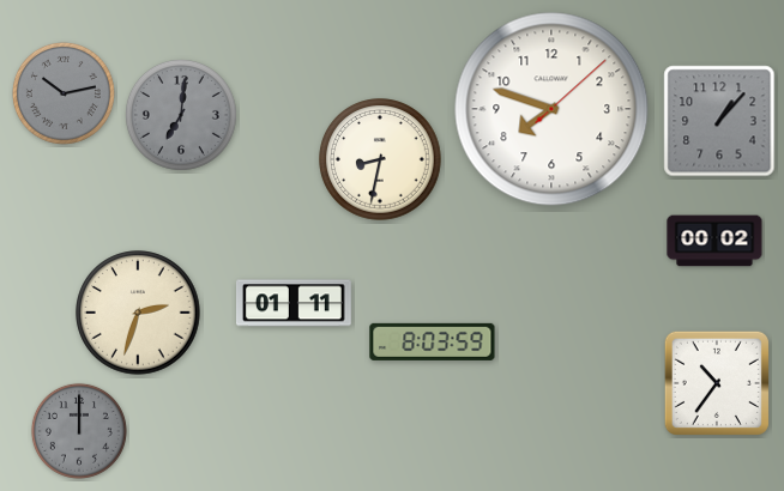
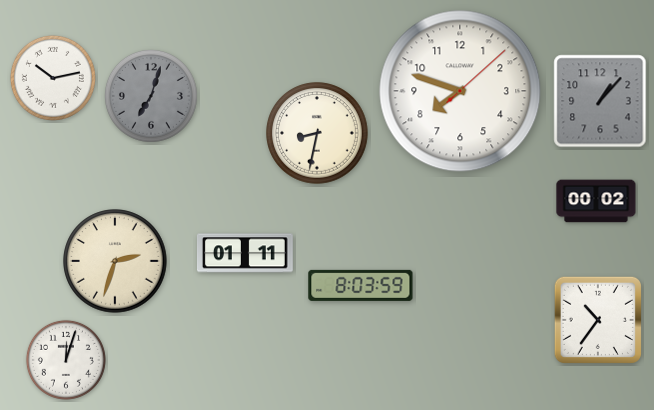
clock at (64, 93) dial: grey -> white
clock at (181, 115): 7:01 -> 7:03
clock at (79, 431): 12:00 -> 12:03
clock at (79, 431) dial: grey -> white
